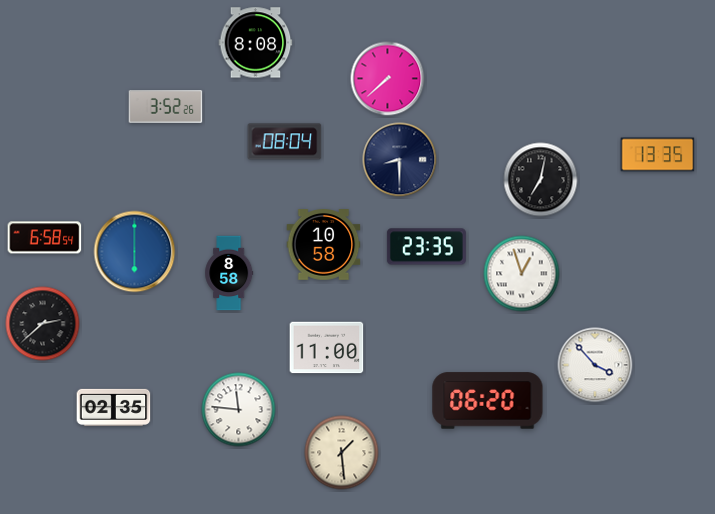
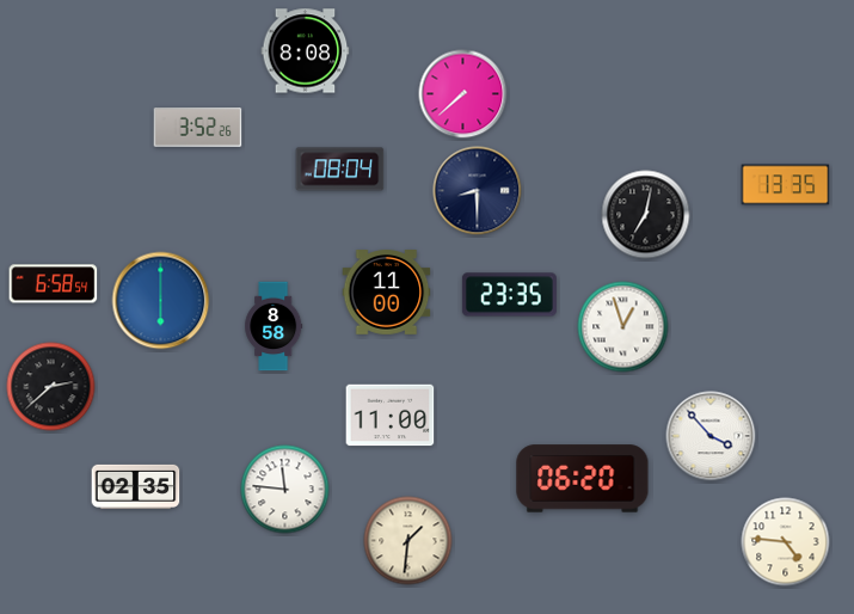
clock at (324, 245): 10:58 -> 11:00
clock at (342, 453): 1:29 -> 1:31
clock at (786, 542): none -> 4:46
